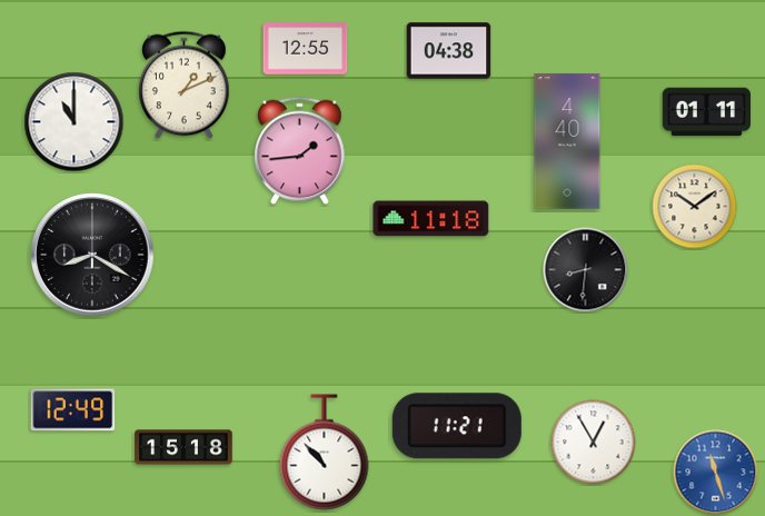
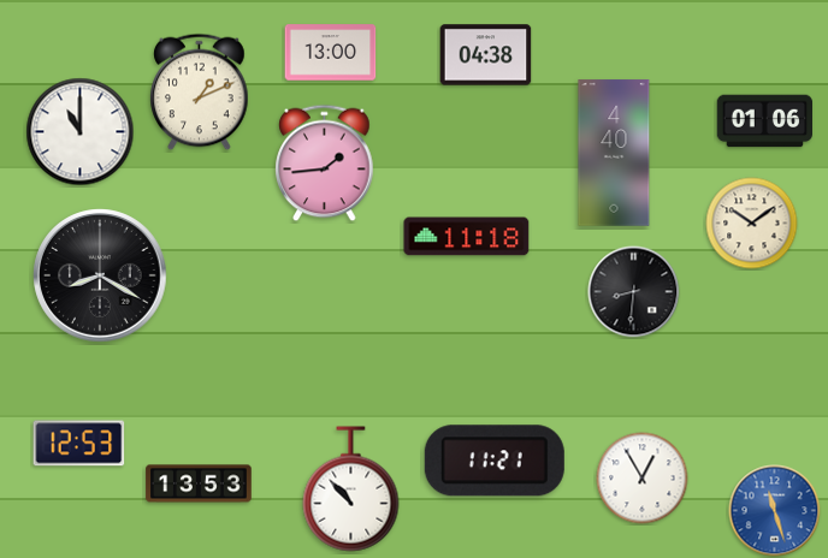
clock at (306, 49): 12:55 -> 13:00
clock at (706, 112): 01:11 -> 01:06
clock at (73, 410): 12:49 -> 12:53
clock at (183, 447): 15:18 -> 13:53
